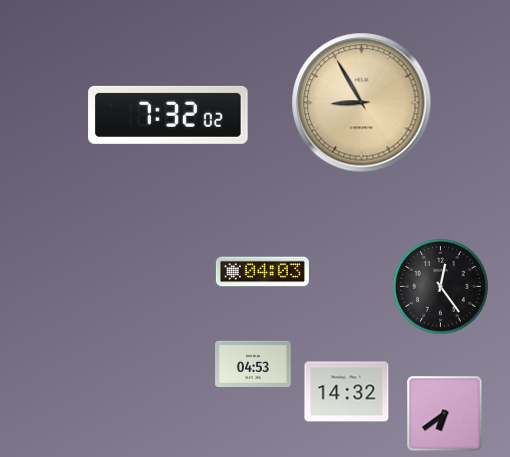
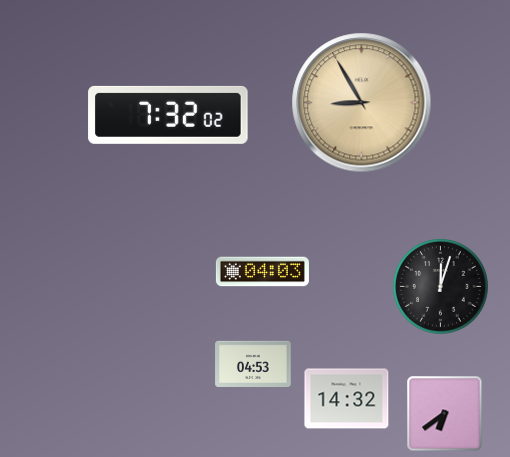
clock at (441, 287): 12:24 -> 12:03
clock at (347, 392) position: (347, 392) -> (347, 399)
